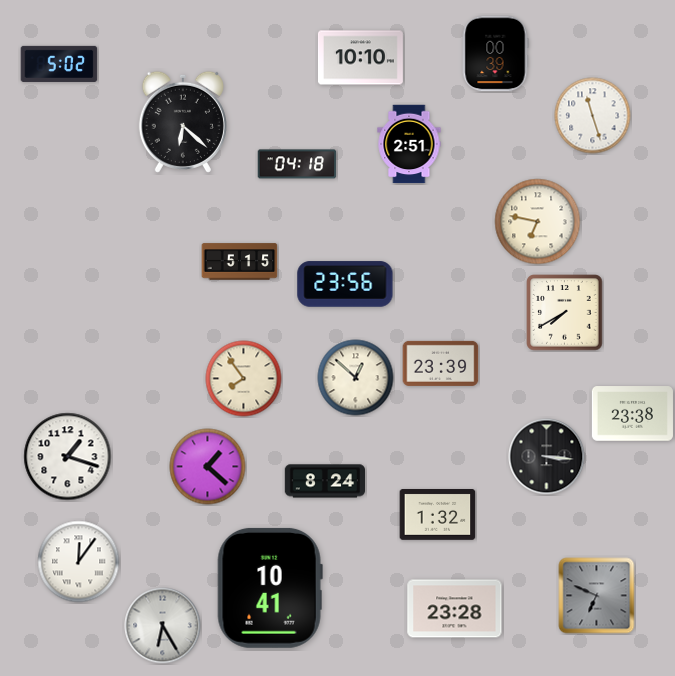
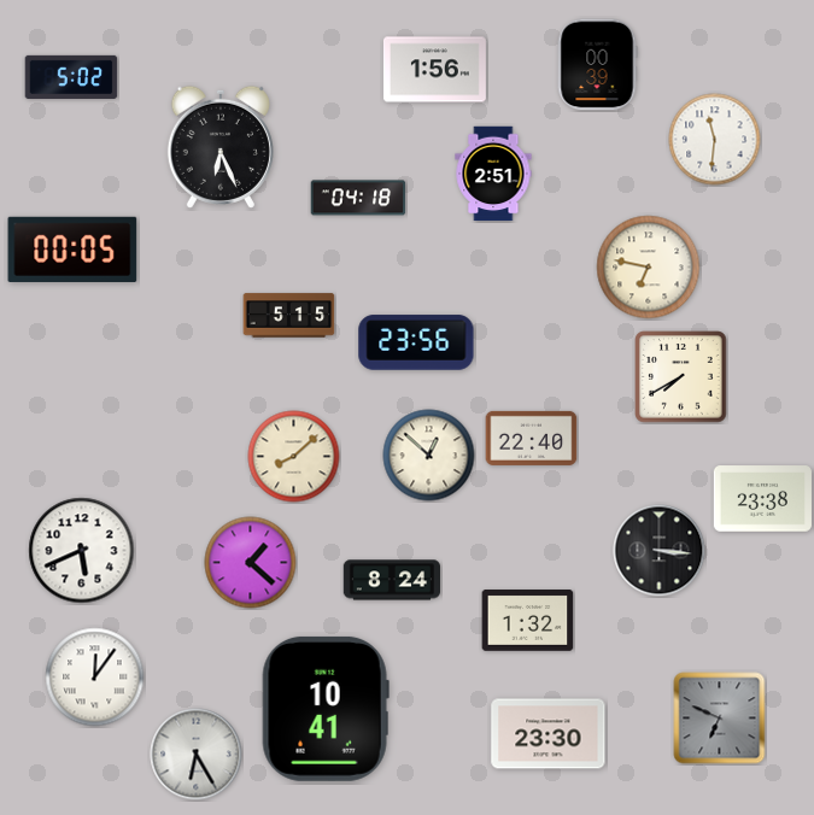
clock at (360, 58): 10:10 -> 1:56
clock at (593, 116): 11:27 -> 11:31
clock at (183, 122): 6:22 -> 6:26
clock at (72, 250): none -> 00:05
clock at (441, 363): 23:39 -> 22:40
clock at (244, 379): 7:54 -> 8:08
clock at (68, 457): 1:18 -> 5:41
clock at (455, 609): 23:28 -> 23:30
